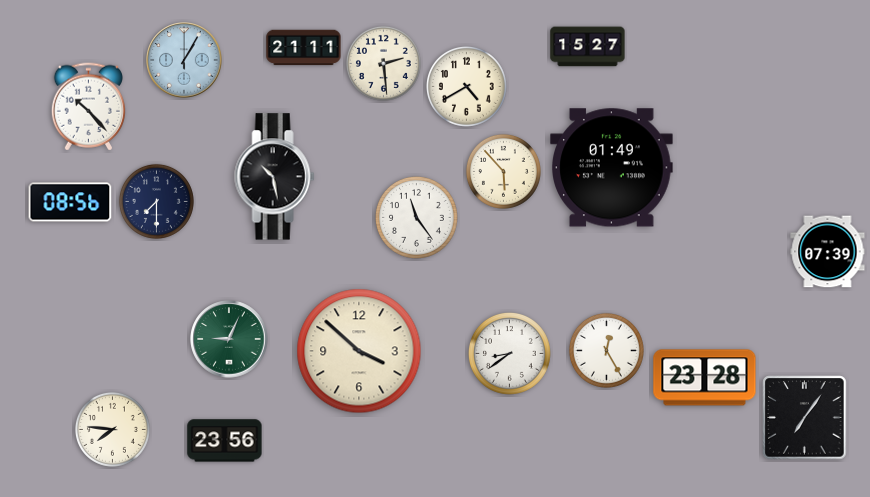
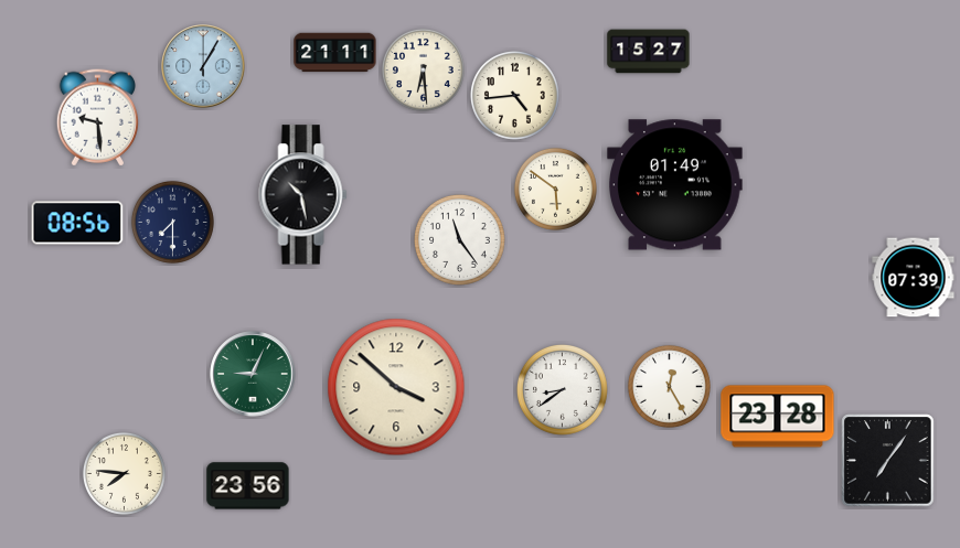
clock at (383, 63): 2:29 -> 6:29
clock at (466, 86): 4:40 -> 4:44
clock at (88, 107): 10:23 -> 9:29
clock at (503, 171): 5:53 -> 5:51
